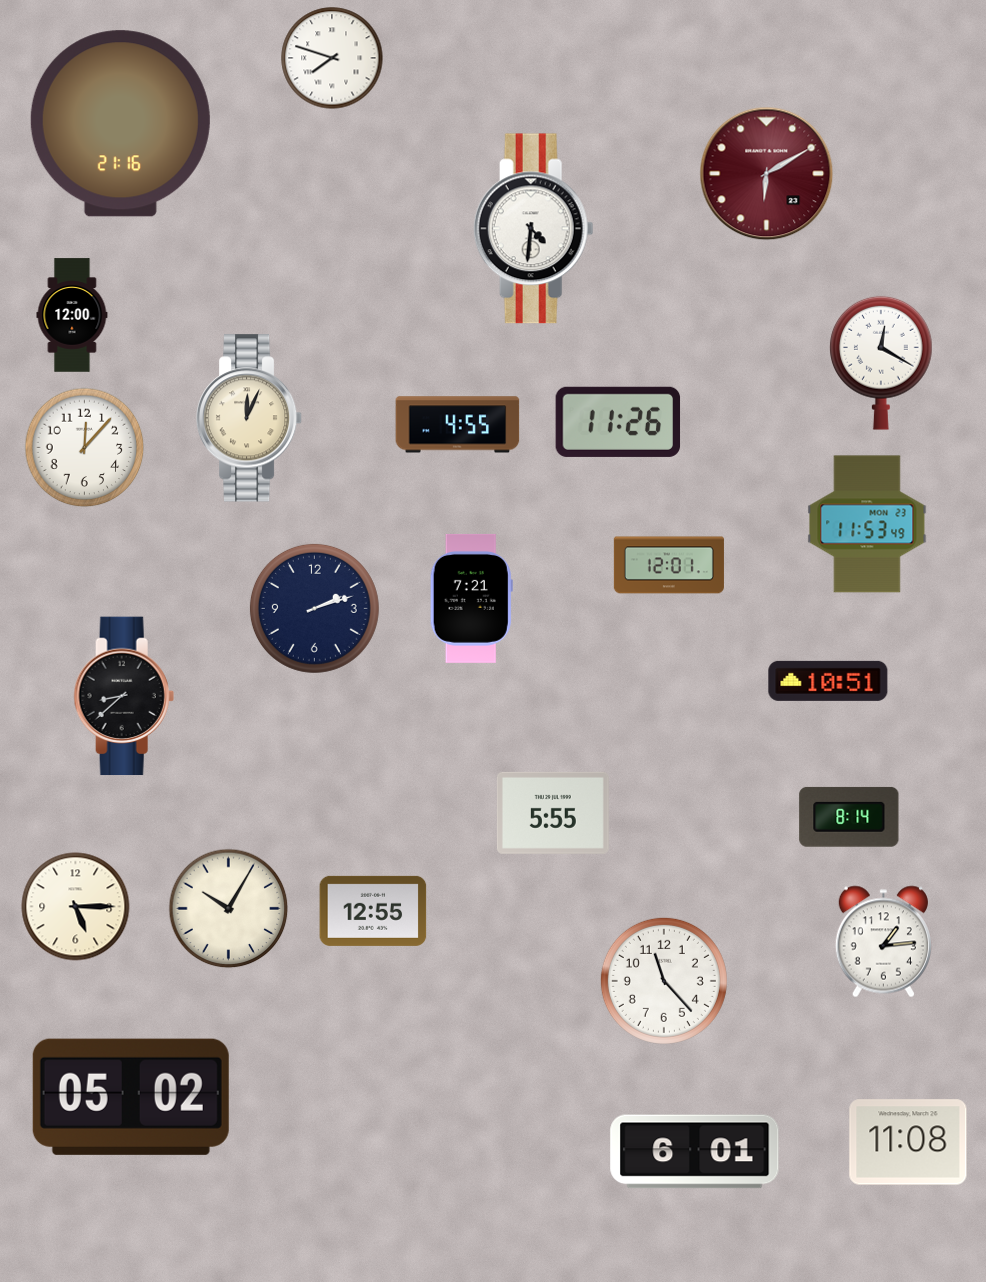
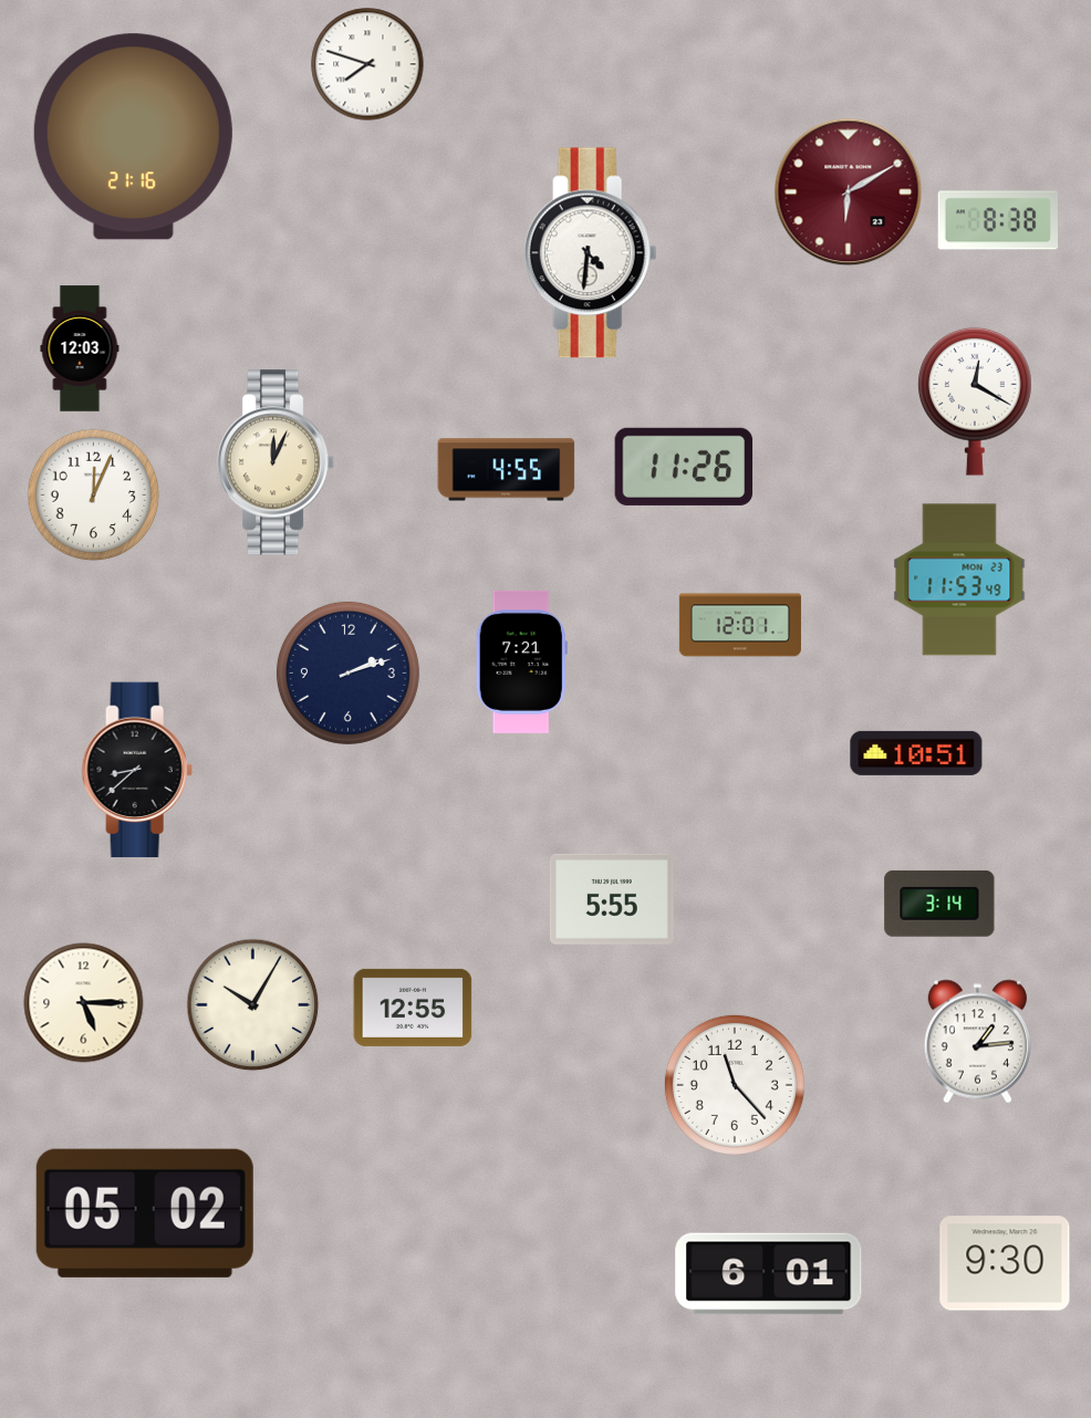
clock at (997, 220): none -> 8:38
clock at (72, 315): 12:00 -> 12:03
clock at (85, 448): 12:07 -> 12:04
clock at (849, 817): 8:14 -> 3:14
clock at (908, 1142): 11:08 -> 9:30
